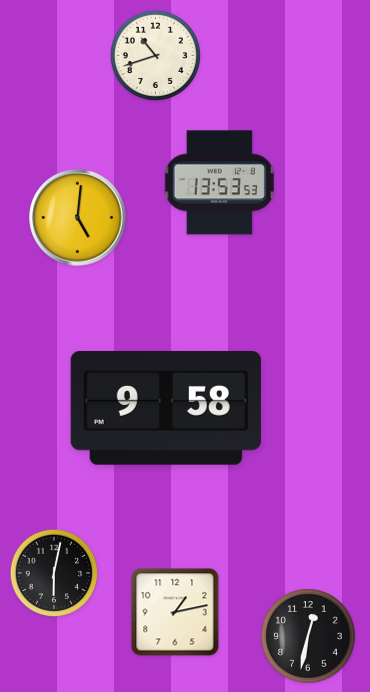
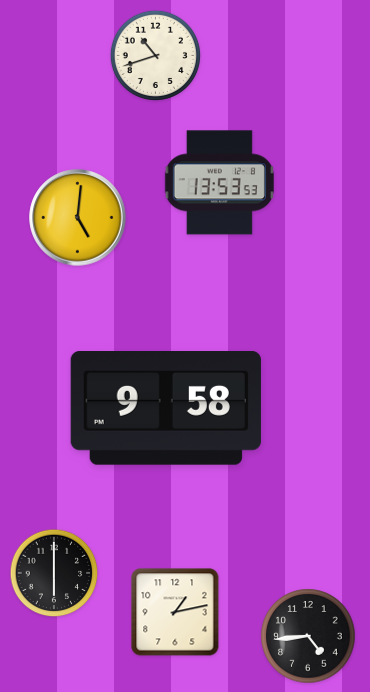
clock at (54, 573): 6:02 -> 6:00
clock at (308, 636): 12:32 -> 4:44
